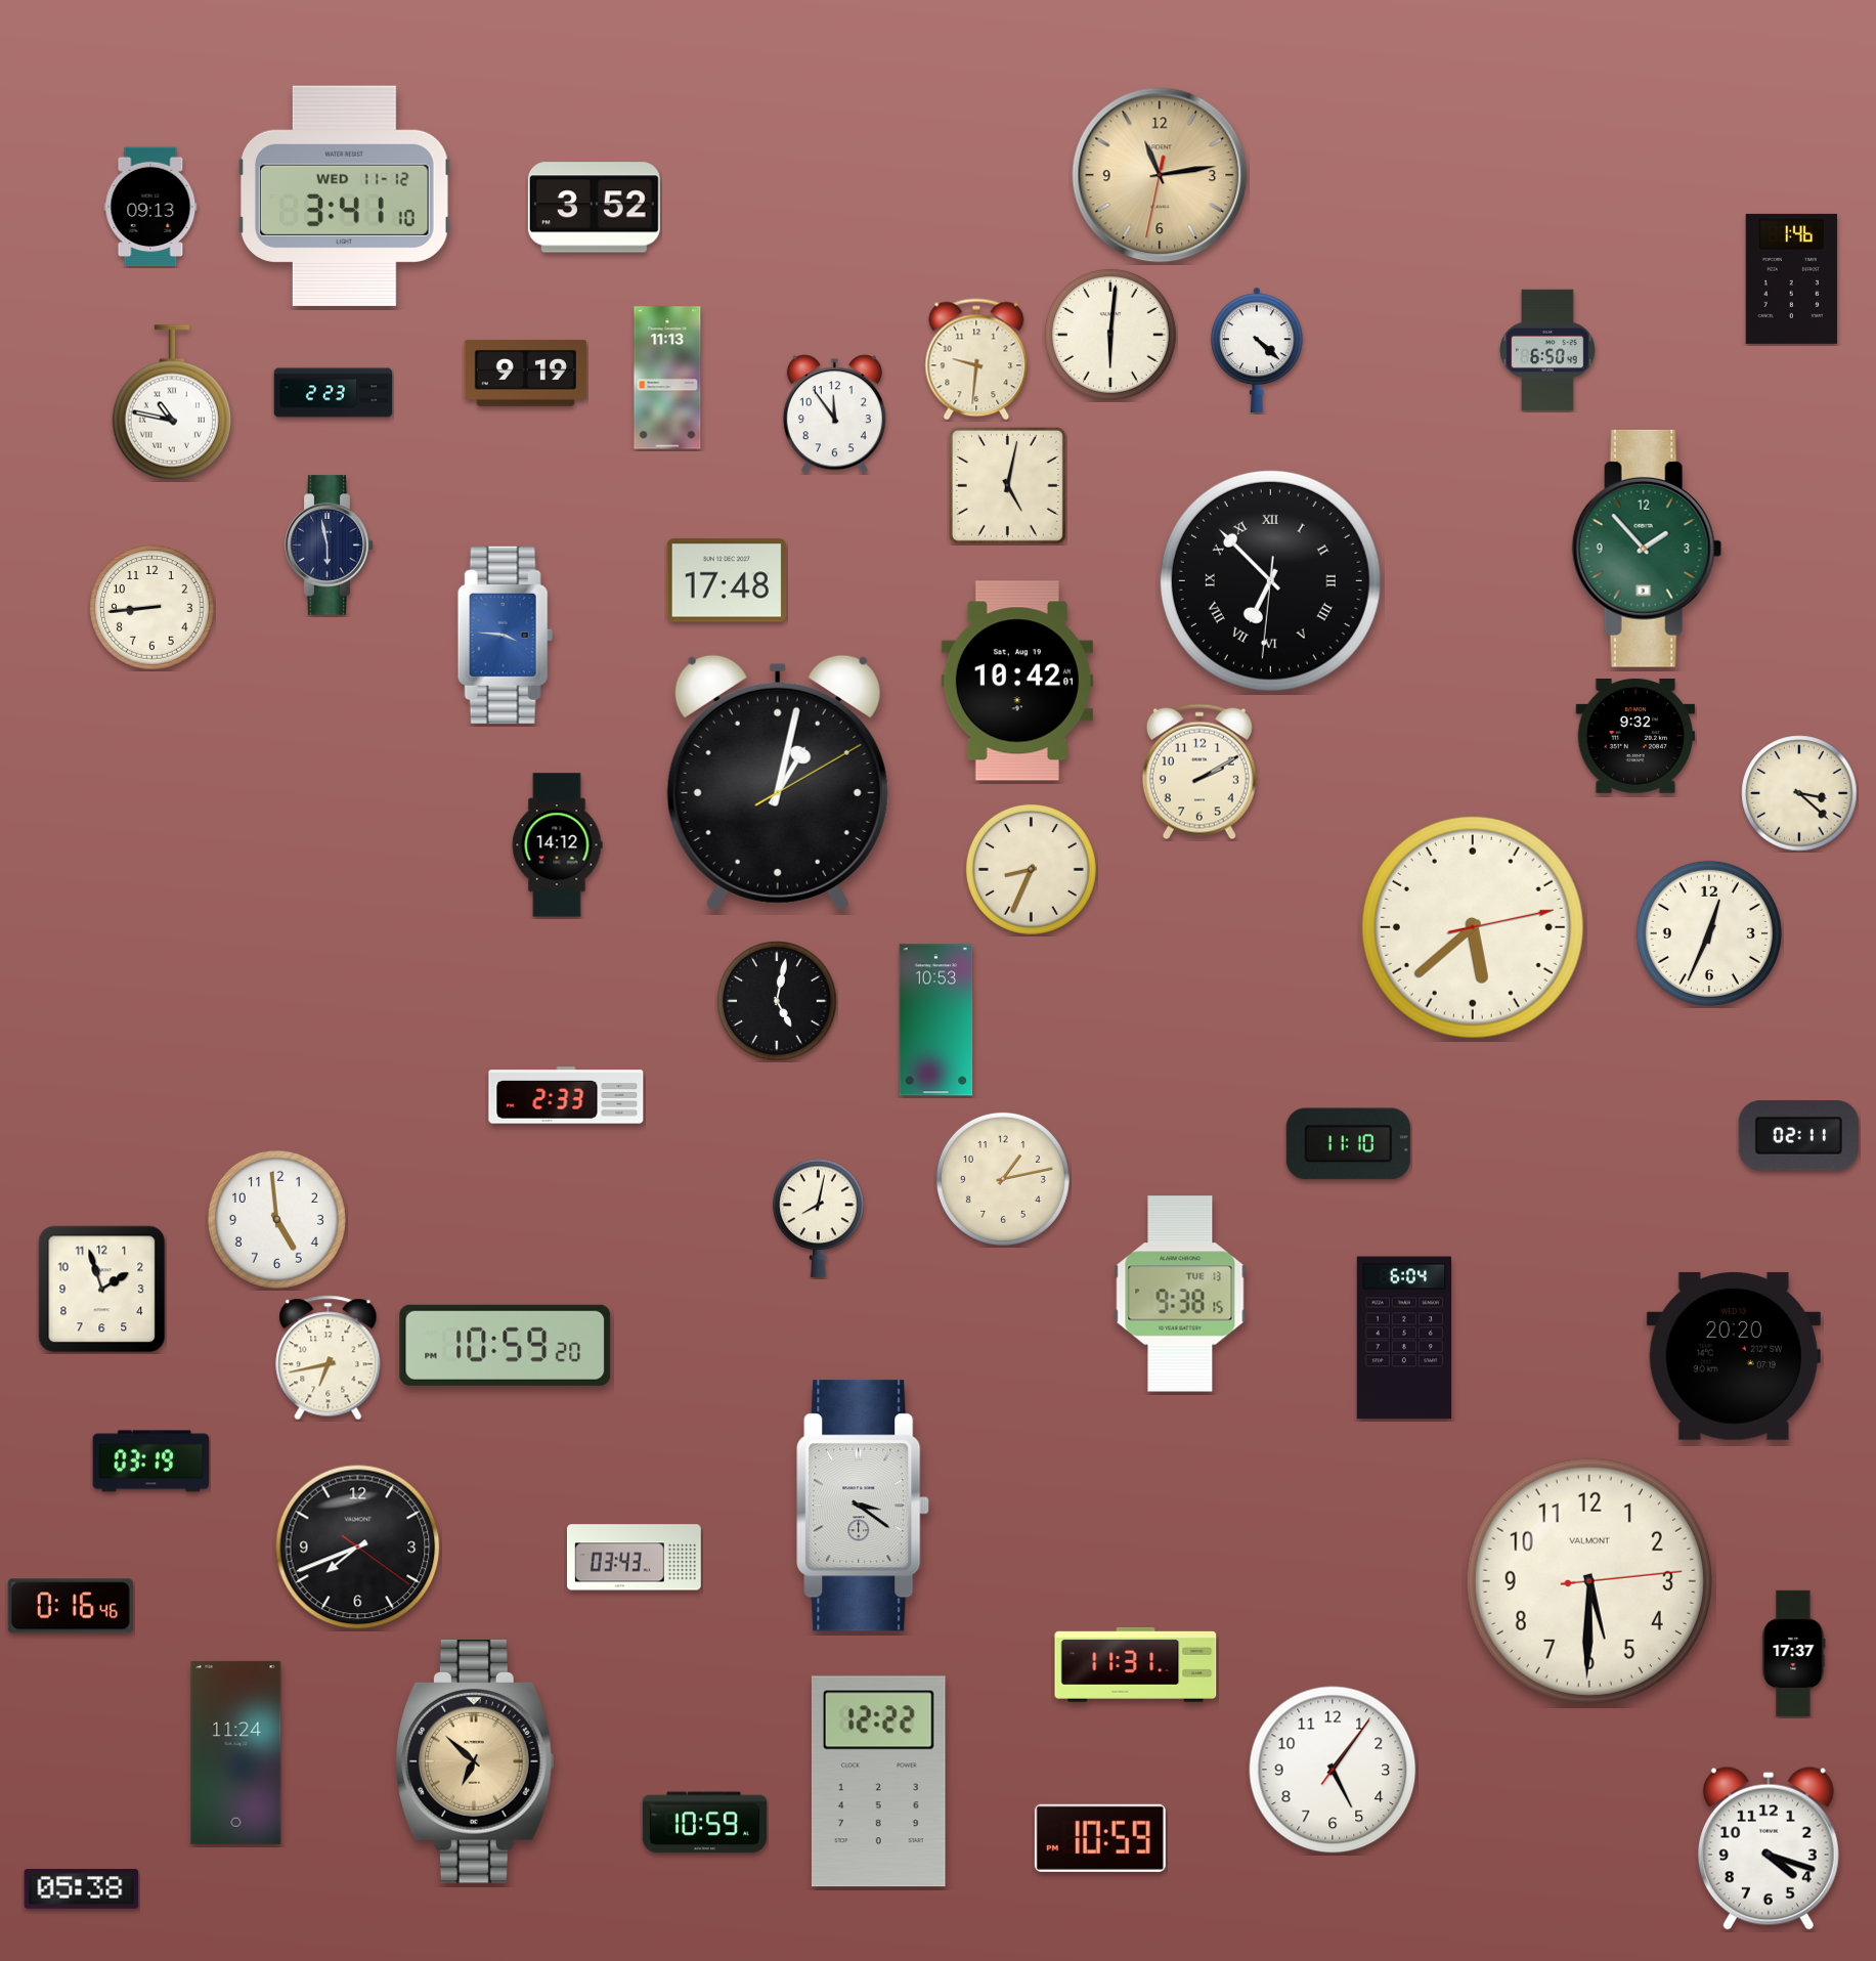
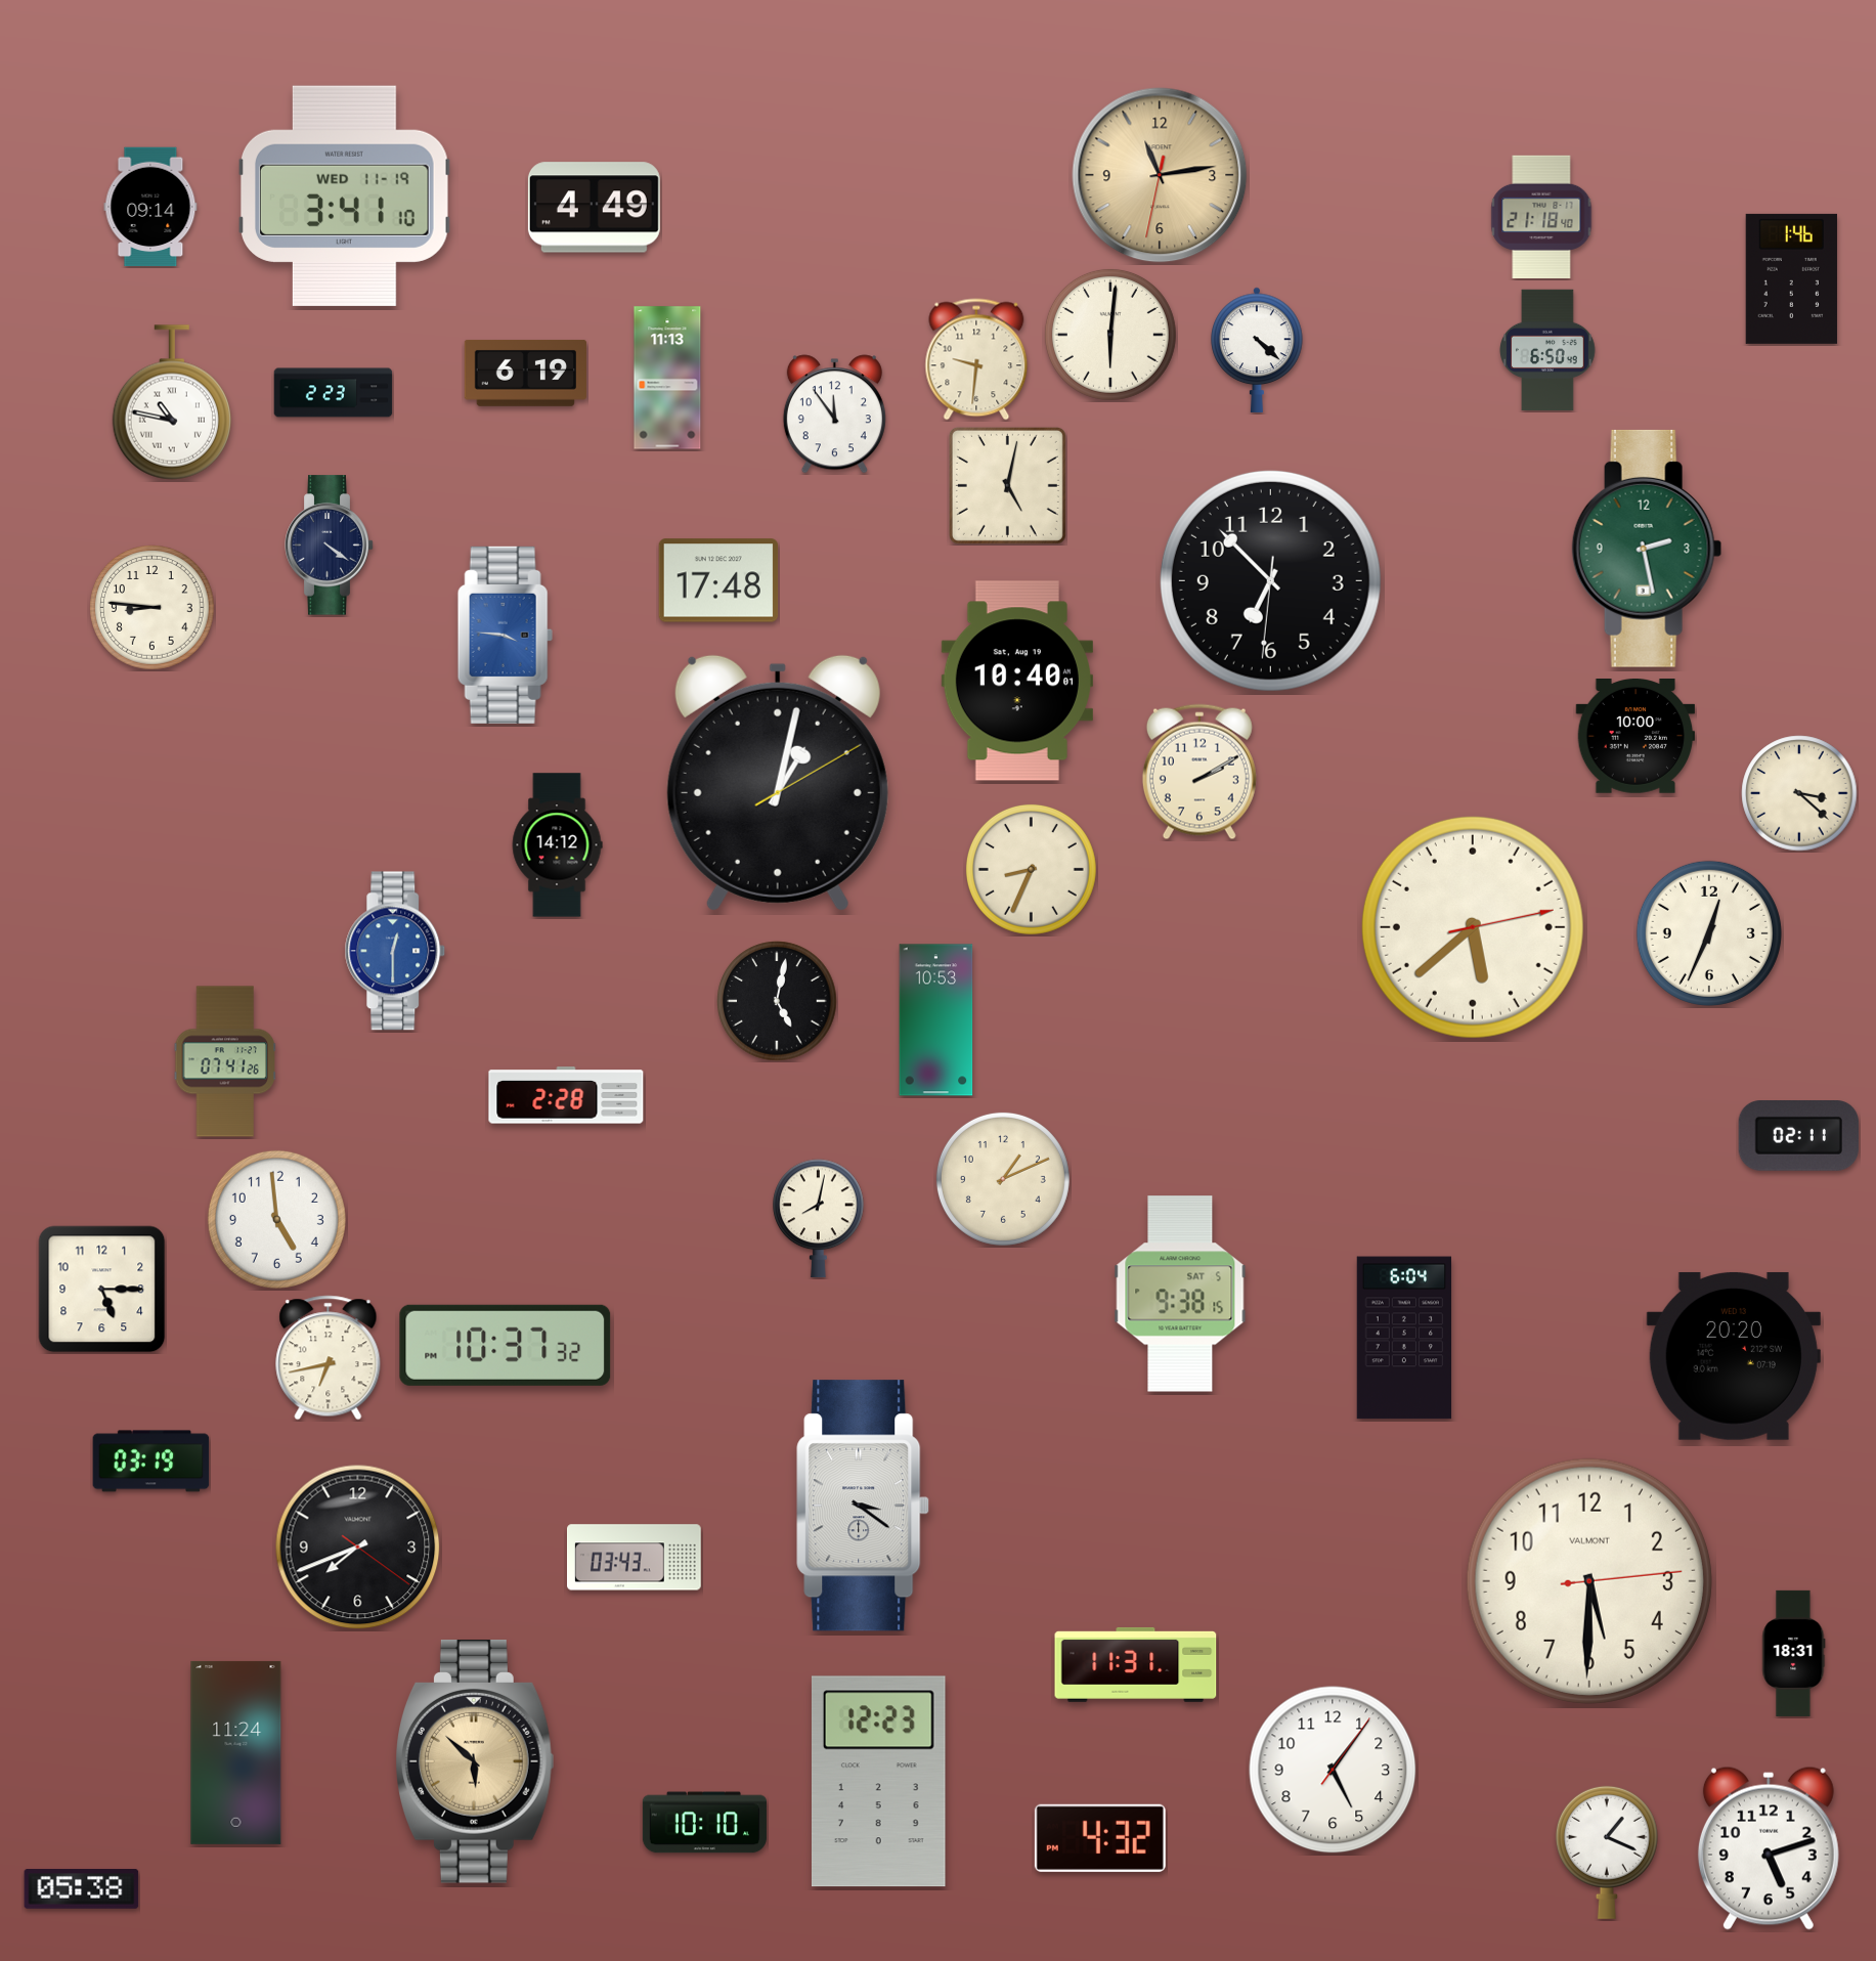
clock at (345, 195) date: WED 11-12 -> WED 11-19
clock at (150, 207): 09:13 -> 09:14
clock at (594, 208): 3:52 -> 4:49
clock at (1541, 216): none -> 21:18
clock at (525, 374): 9:19 -> 6:19
clock at (330, 546): 5:58 -> 4:21
clock at (1647, 549): 1:53 -> 2:28
clock at (727, 580) position: (727, 580) -> (718, 580)
clock at (1270, 580) numerals: Roman -> Arabic
clock at (152, 608): 8:44 -> 8:46
clock at (1017, 681): 10:42 -> 10:40
clock at (1635, 737): 9:32 -> 10:00
clock at (395, 951): none -> 12:30
clock at (224, 1061): none -> 07:41
clock at (566, 1095): 2:33 -> 2:28
clock at (1348, 1144): 11:10 -> none
clock at (1003, 1179): 1:13 -> 1:11
clock at (102, 1290): 1:57 -> 5:15
clock at (1180, 1294) date: TUE 13 -> SAT 5
clock at (506, 1345): 10:59 -> 10:37
clock at (71, 1606): 0:16 -> none
clock at (1794, 1653): 17:37 -> 18:31
clock at (476, 1761): 6:52 -> 5:52
clock at (878, 1782): 12:22 -> 12:23
clock at (704, 1823): 10:59 -> 10:10
clock at (1100, 1838): 10:59 -> 4:32
clock at (1769, 1848): 4:18 -> 5:12
clock at (1607, 1853): none -> 1:19
